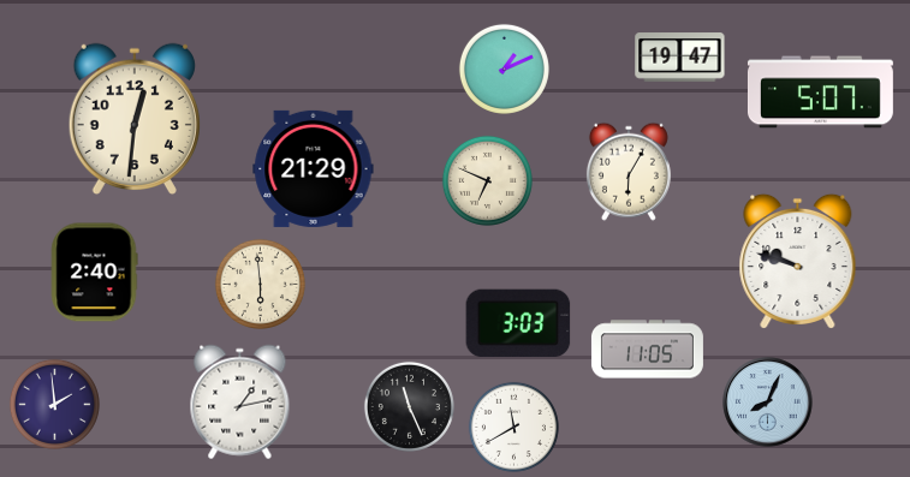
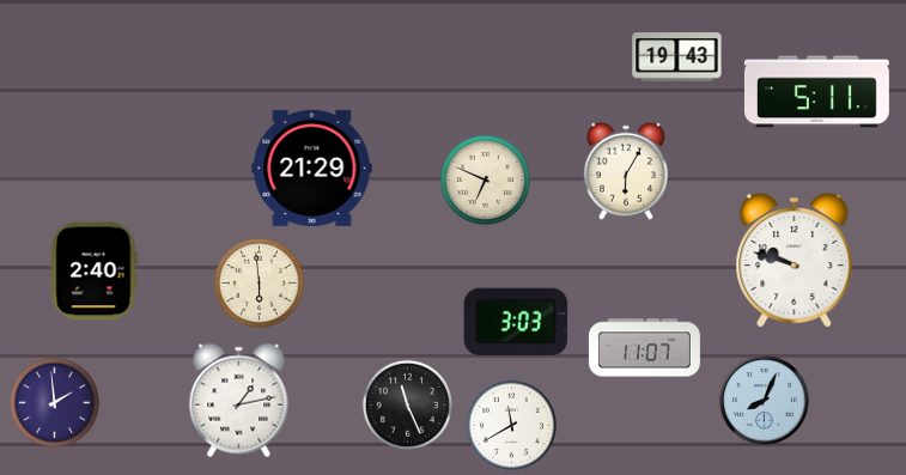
clock at (680, 58): 19:47 -> 19:43
clock at (504, 68): 1:11 -> none
clock at (820, 93): 5:07 -> 5:11
clock at (135, 119): 12:31 -> none
clock at (647, 350): 11:05 -> 11:07
